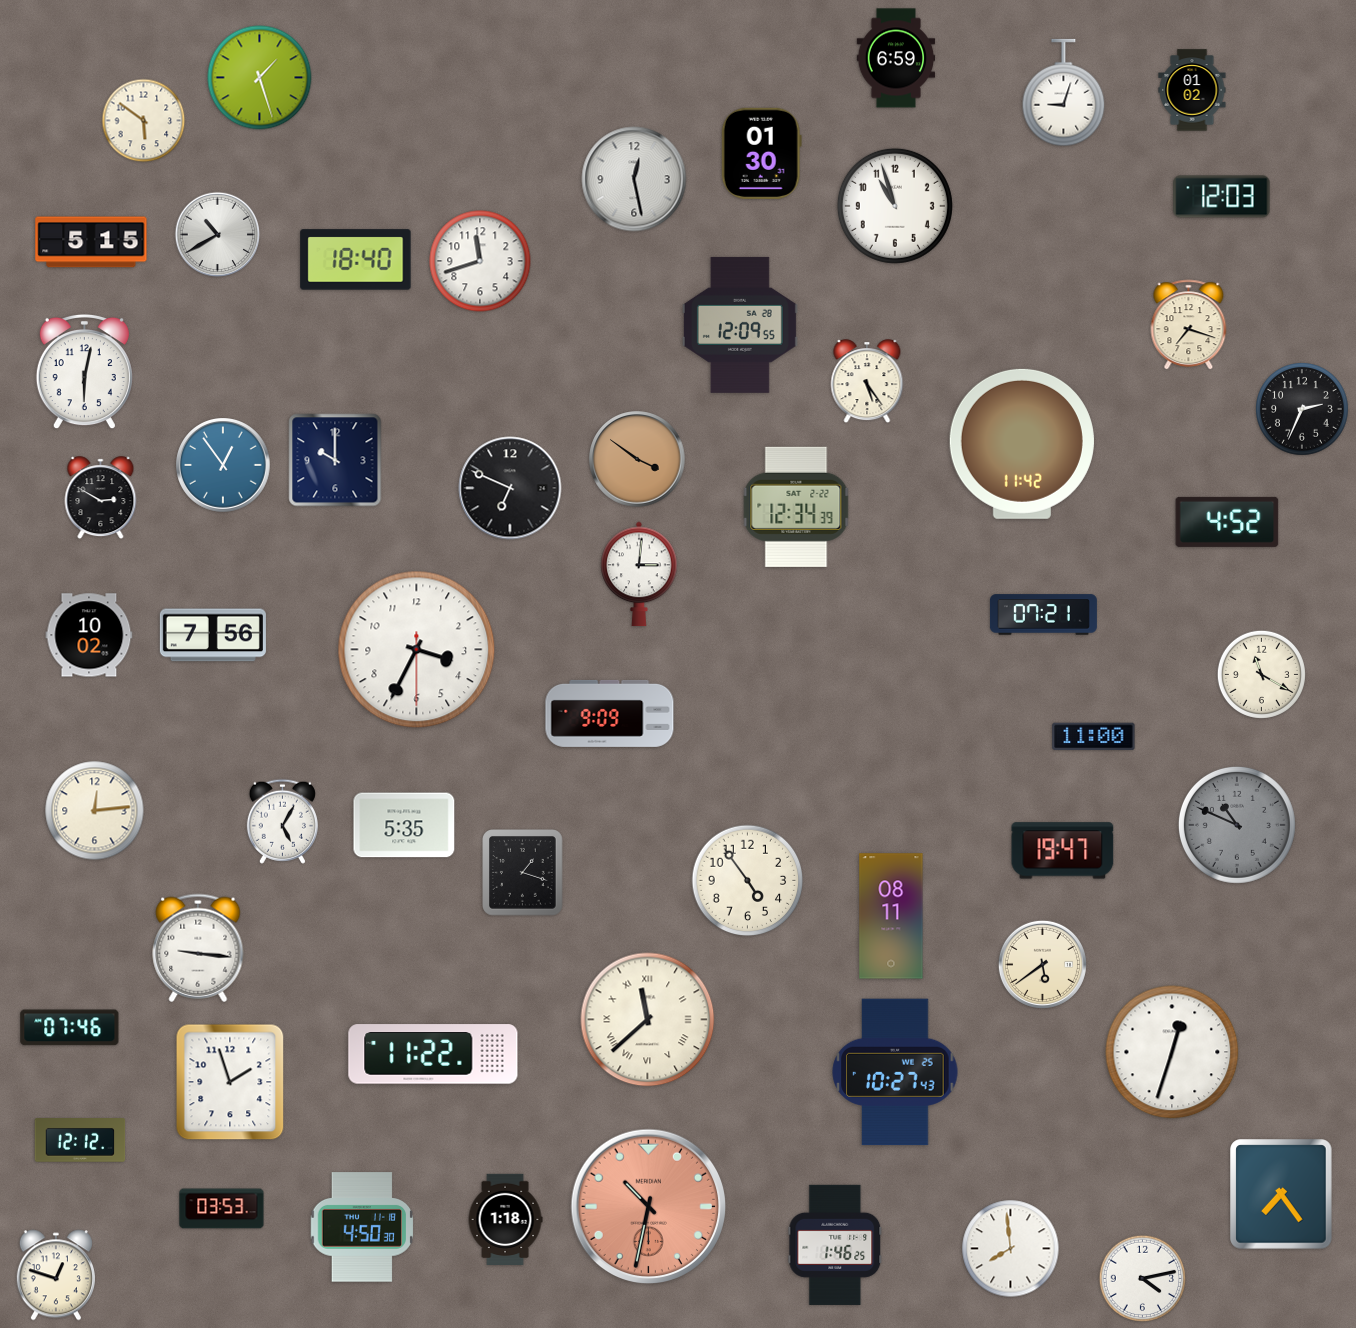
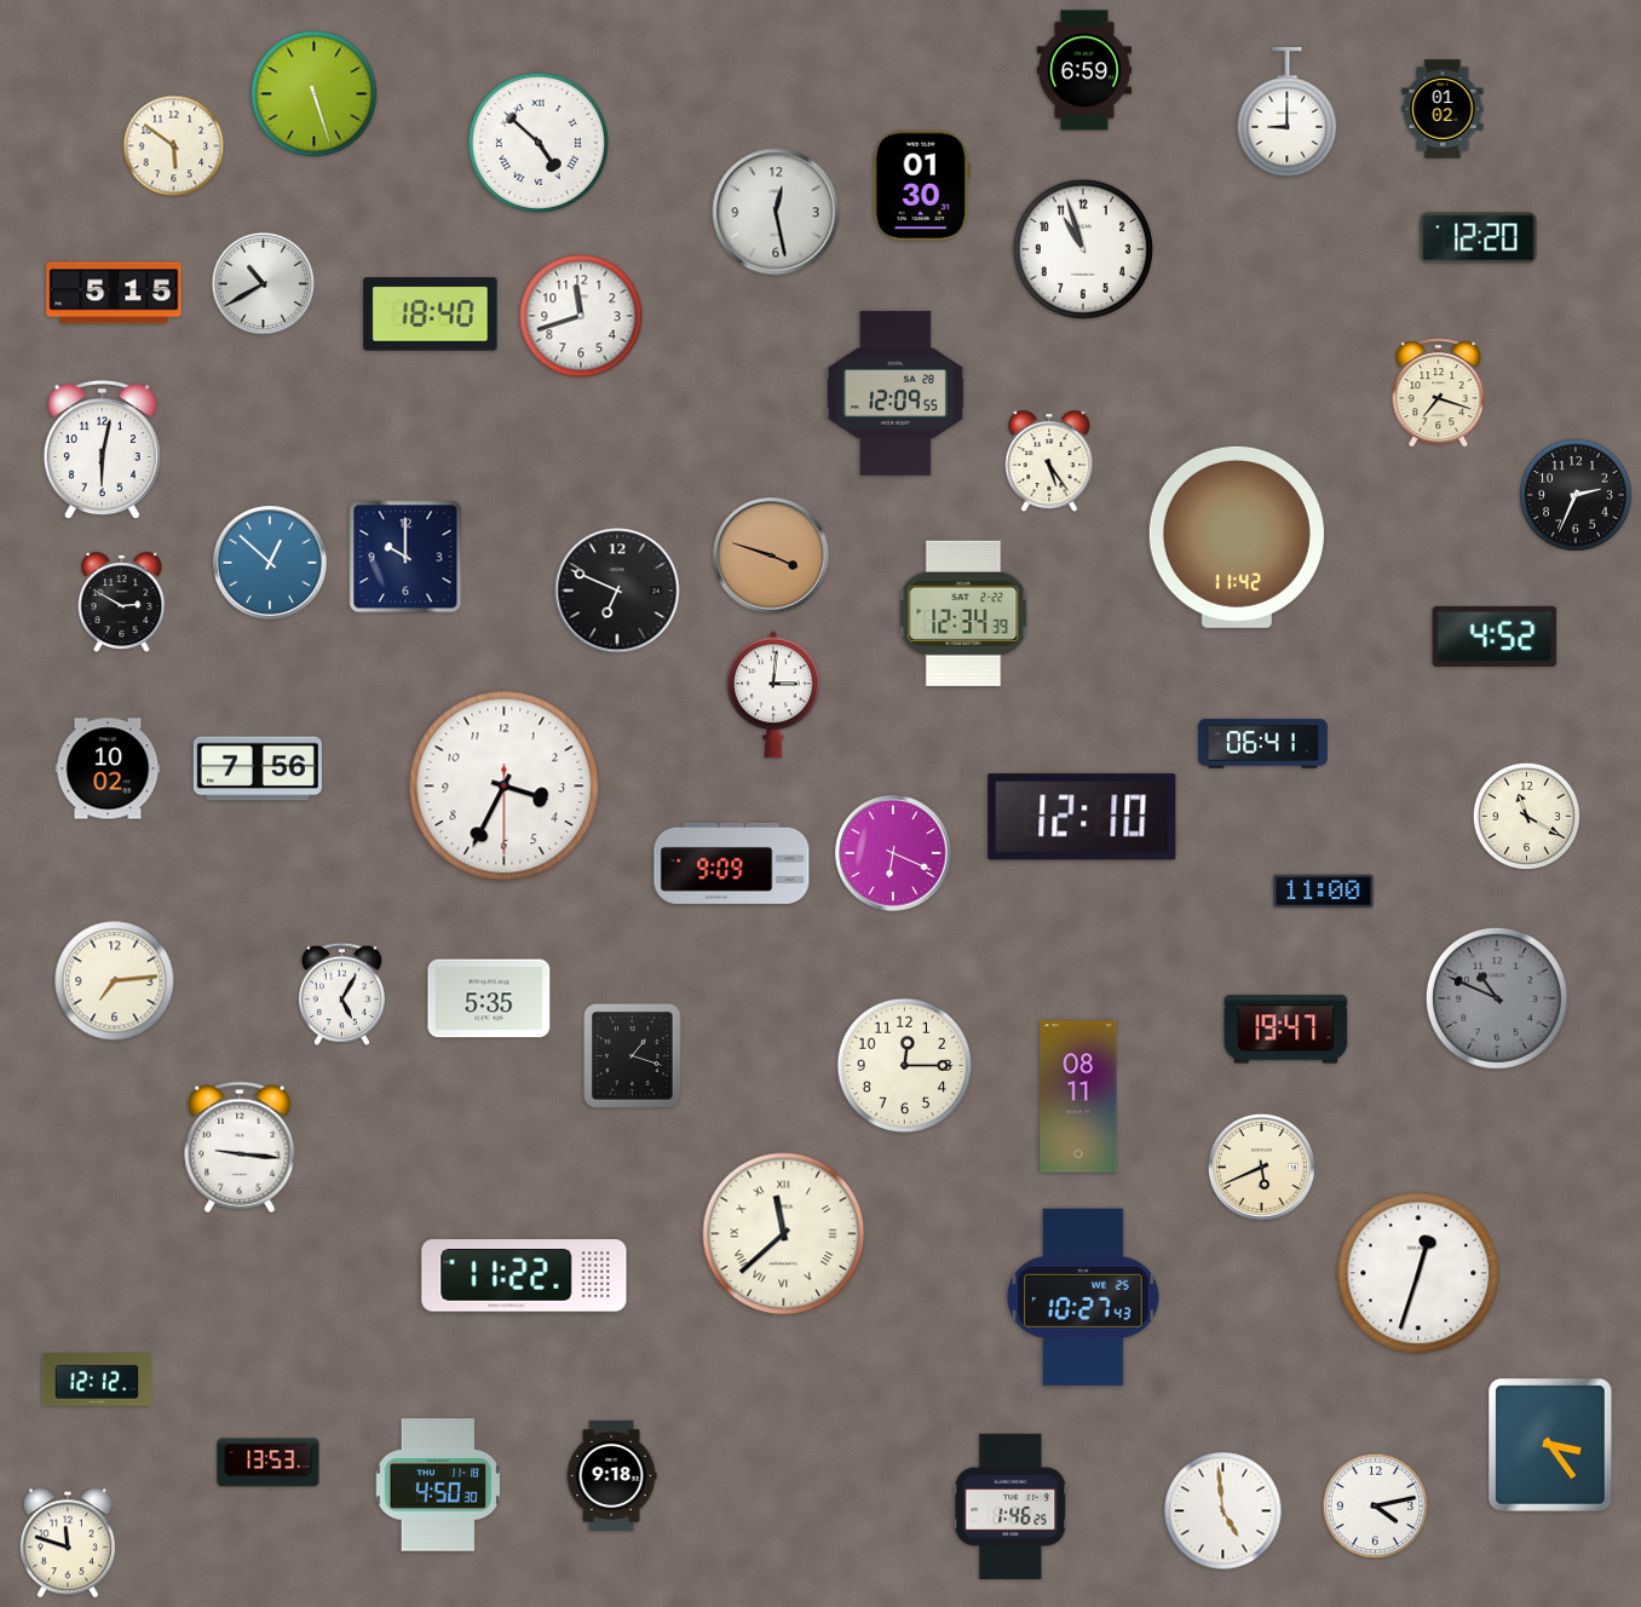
clock at (260, 78): 1:27 -> 5:27
clock at (1064, 93): 9:03 -> 9:00
clock at (539, 143): none -> 4:52
clock at (634, 179) position: (634, 179) -> (776, 212)
clock at (1222, 197): 12:03 -> 12:20
clock at (91, 242) position: (91, 242) -> (114, 293)
clock at (637, 459): 3:51 -> 3:48
clock at (223, 465): 12:54 -> 12:52
clock at (1227, 522) position: (1227, 522) -> (1495, 637)
clock at (1043, 615): 07:21 -> 06:41
clock at (1082, 817): none -> 12:10
clock at (893, 853): none -> 6:19
clock at (610, 713) position: (610, 713) -> (732, 863)
clock at (95, 811): 12:14 -> 7:14
clock at (748, 881): 4:54 -> 12:15
clock at (891, 916) position: (891, 916) -> (1078, 1096)
clock at (1042, 964): 5:39 -> 5:41
clock at (70, 1028): 07:46 -> none
clock at (230, 1082): 1:57 -> none
clock at (1281, 1194): 7:24 -> 3:24
clock at (648, 1206): 10:32 -> none
clock at (222, 1209): 03:53 -> 13:53
clock at (505, 1219): 1:18 -> 9:18
clock at (1011, 1249): 7:59 -> 4:59
clock at (56, 1275): 12:48 -> 11:48
clock at (1143, 1279) position: (1143, 1279) -> (1376, 1507)
